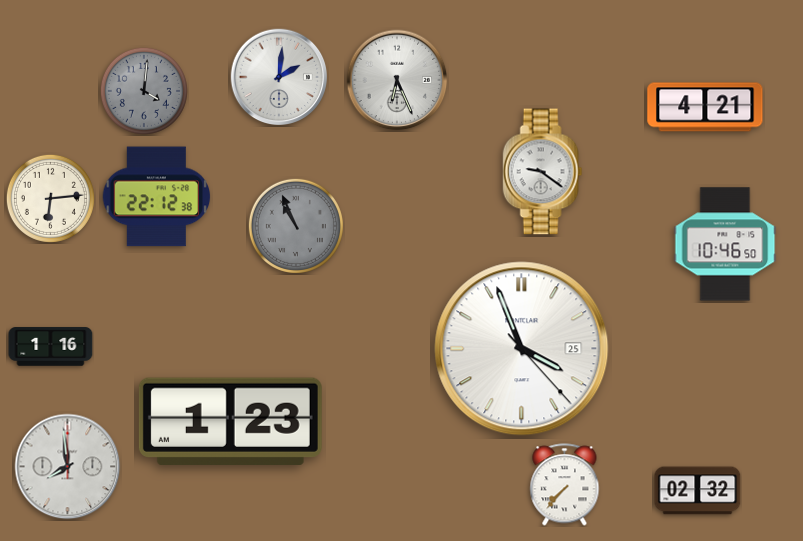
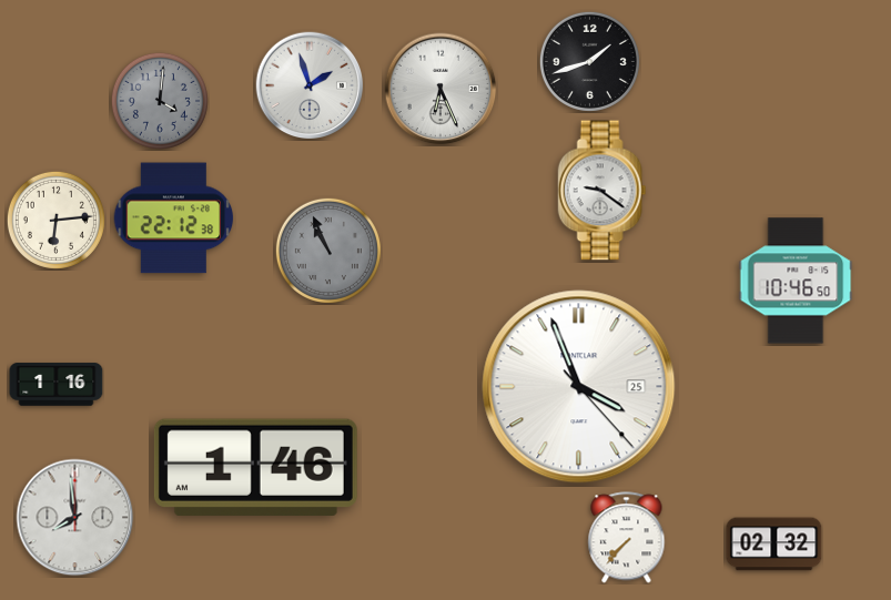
clock at (589, 61): none -> 1:42
clock at (279, 77): 2:01 -> 1:57
clock at (705, 107): 4:21 -> none
clock at (725, 244) position: (725, 244) -> (796, 281)
clock at (230, 421): 1:23 -> 1:46
